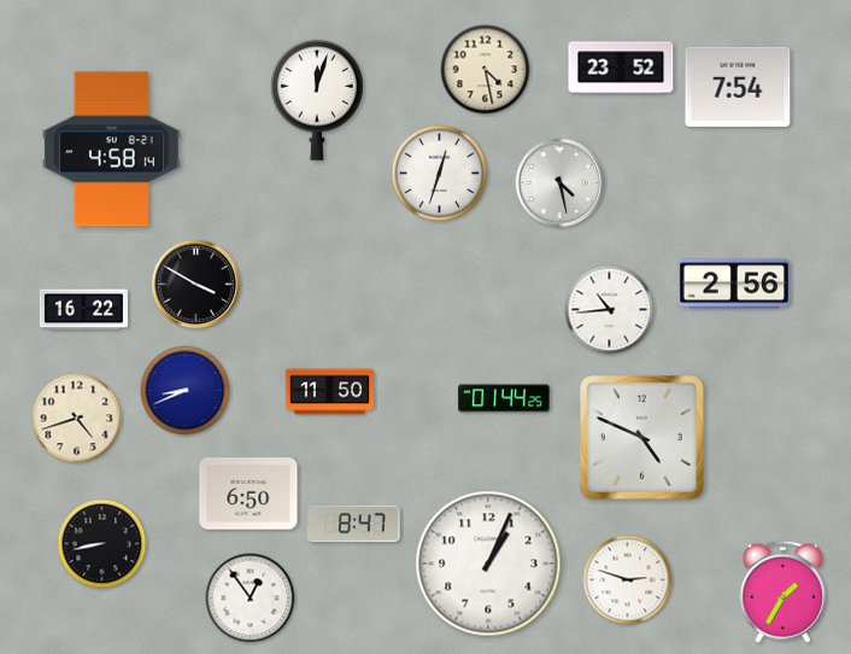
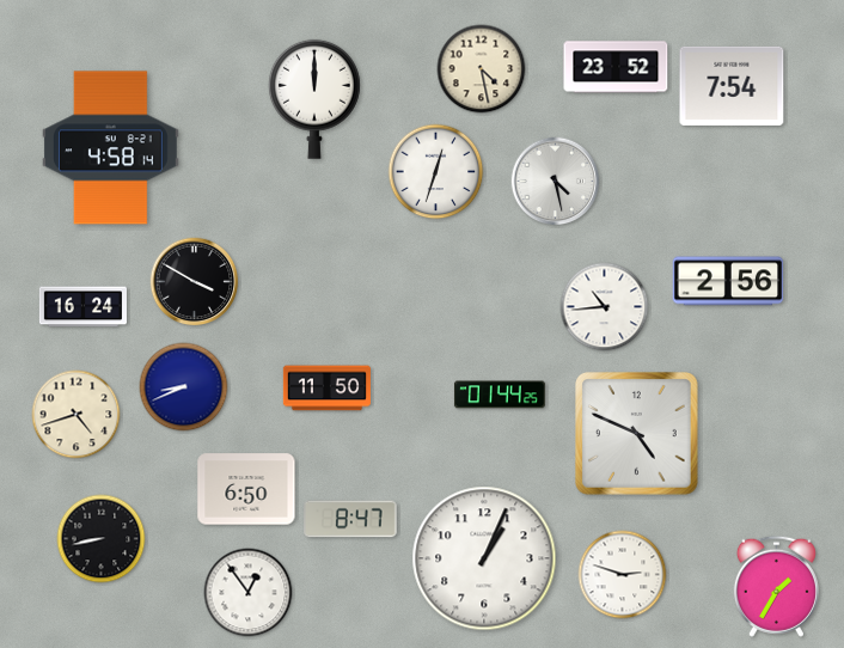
clock at (317, 100): 12:03 -> 12:00
clock at (83, 310): 16:22 -> 16:24
